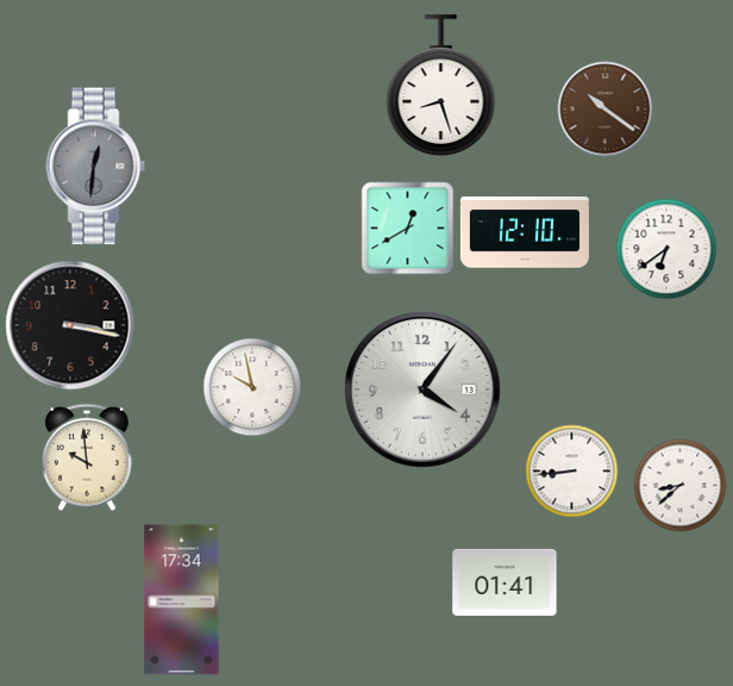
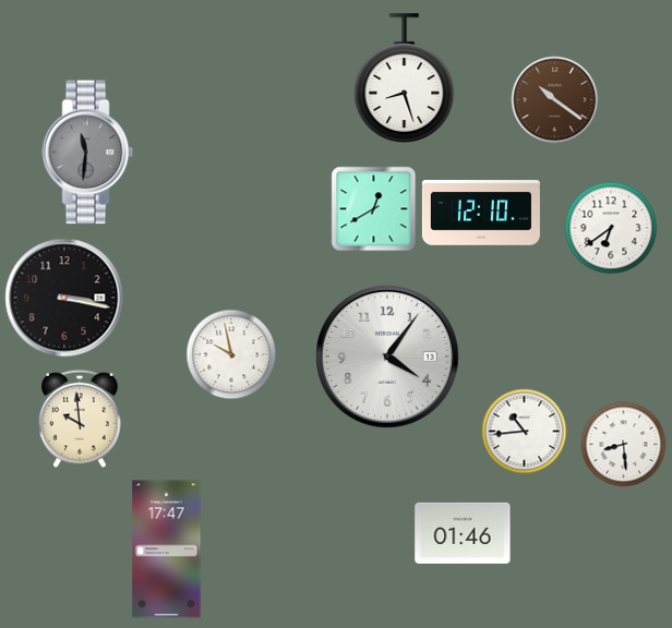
clock at (96, 167): 12:31 -> 11:31
clock at (572, 472): 8:44 -> 10:44
clock at (681, 486): 8:38 -> 8:29
clock at (505, 582): 01:41 -> 01:46
clock at (182, 600): 17:34 -> 17:47
